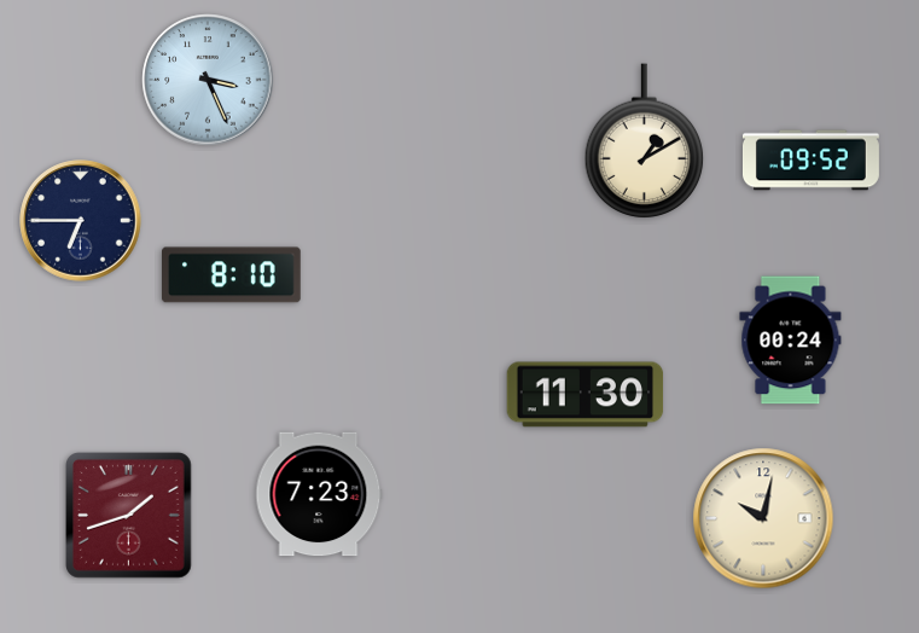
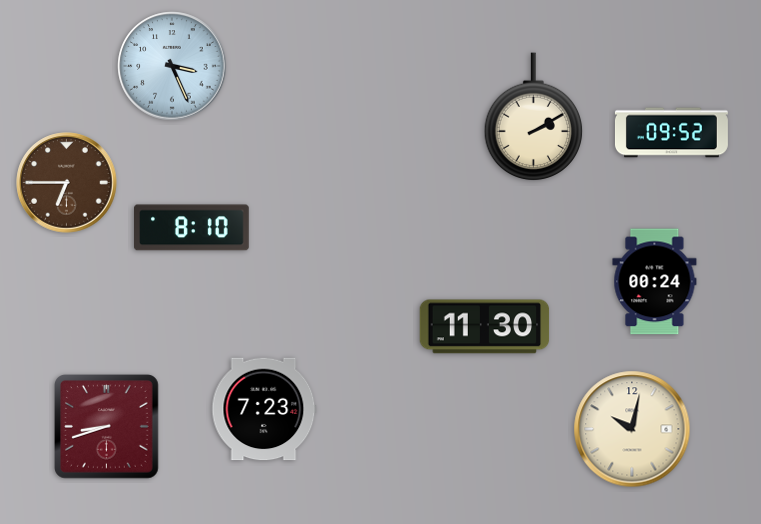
clock at (645, 141): 1:10 -> 2:10
clock at (81, 221) dial: navy -> brown
clock at (129, 516): 1:42 -> 8:42
